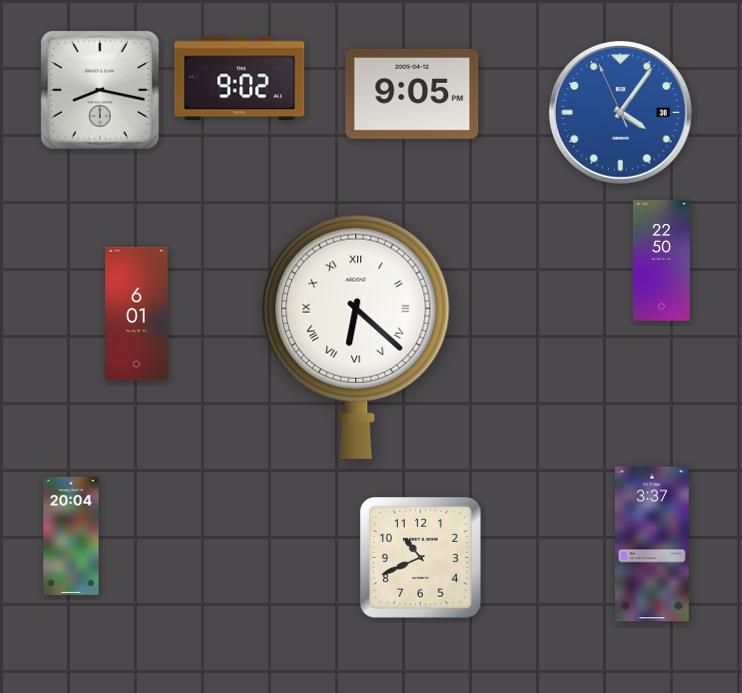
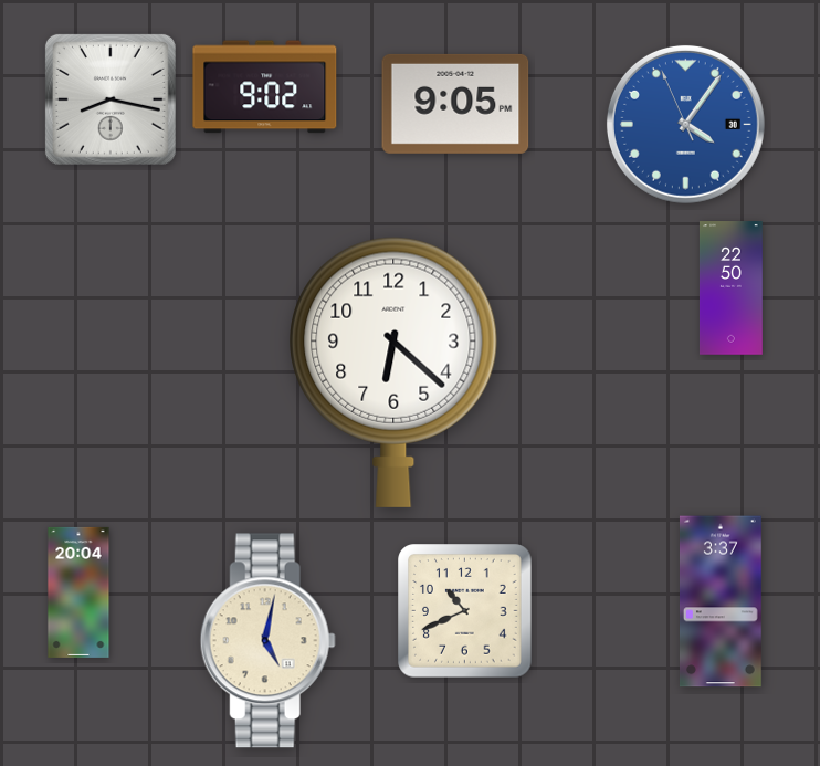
clock at (137, 314): 6:01 -> none
clock at (356, 337) numerals: Roman -> Arabic
clock at (421, 558) position: (421, 558) -> (465, 611)
clock at (267, 641): none -> 5:02
